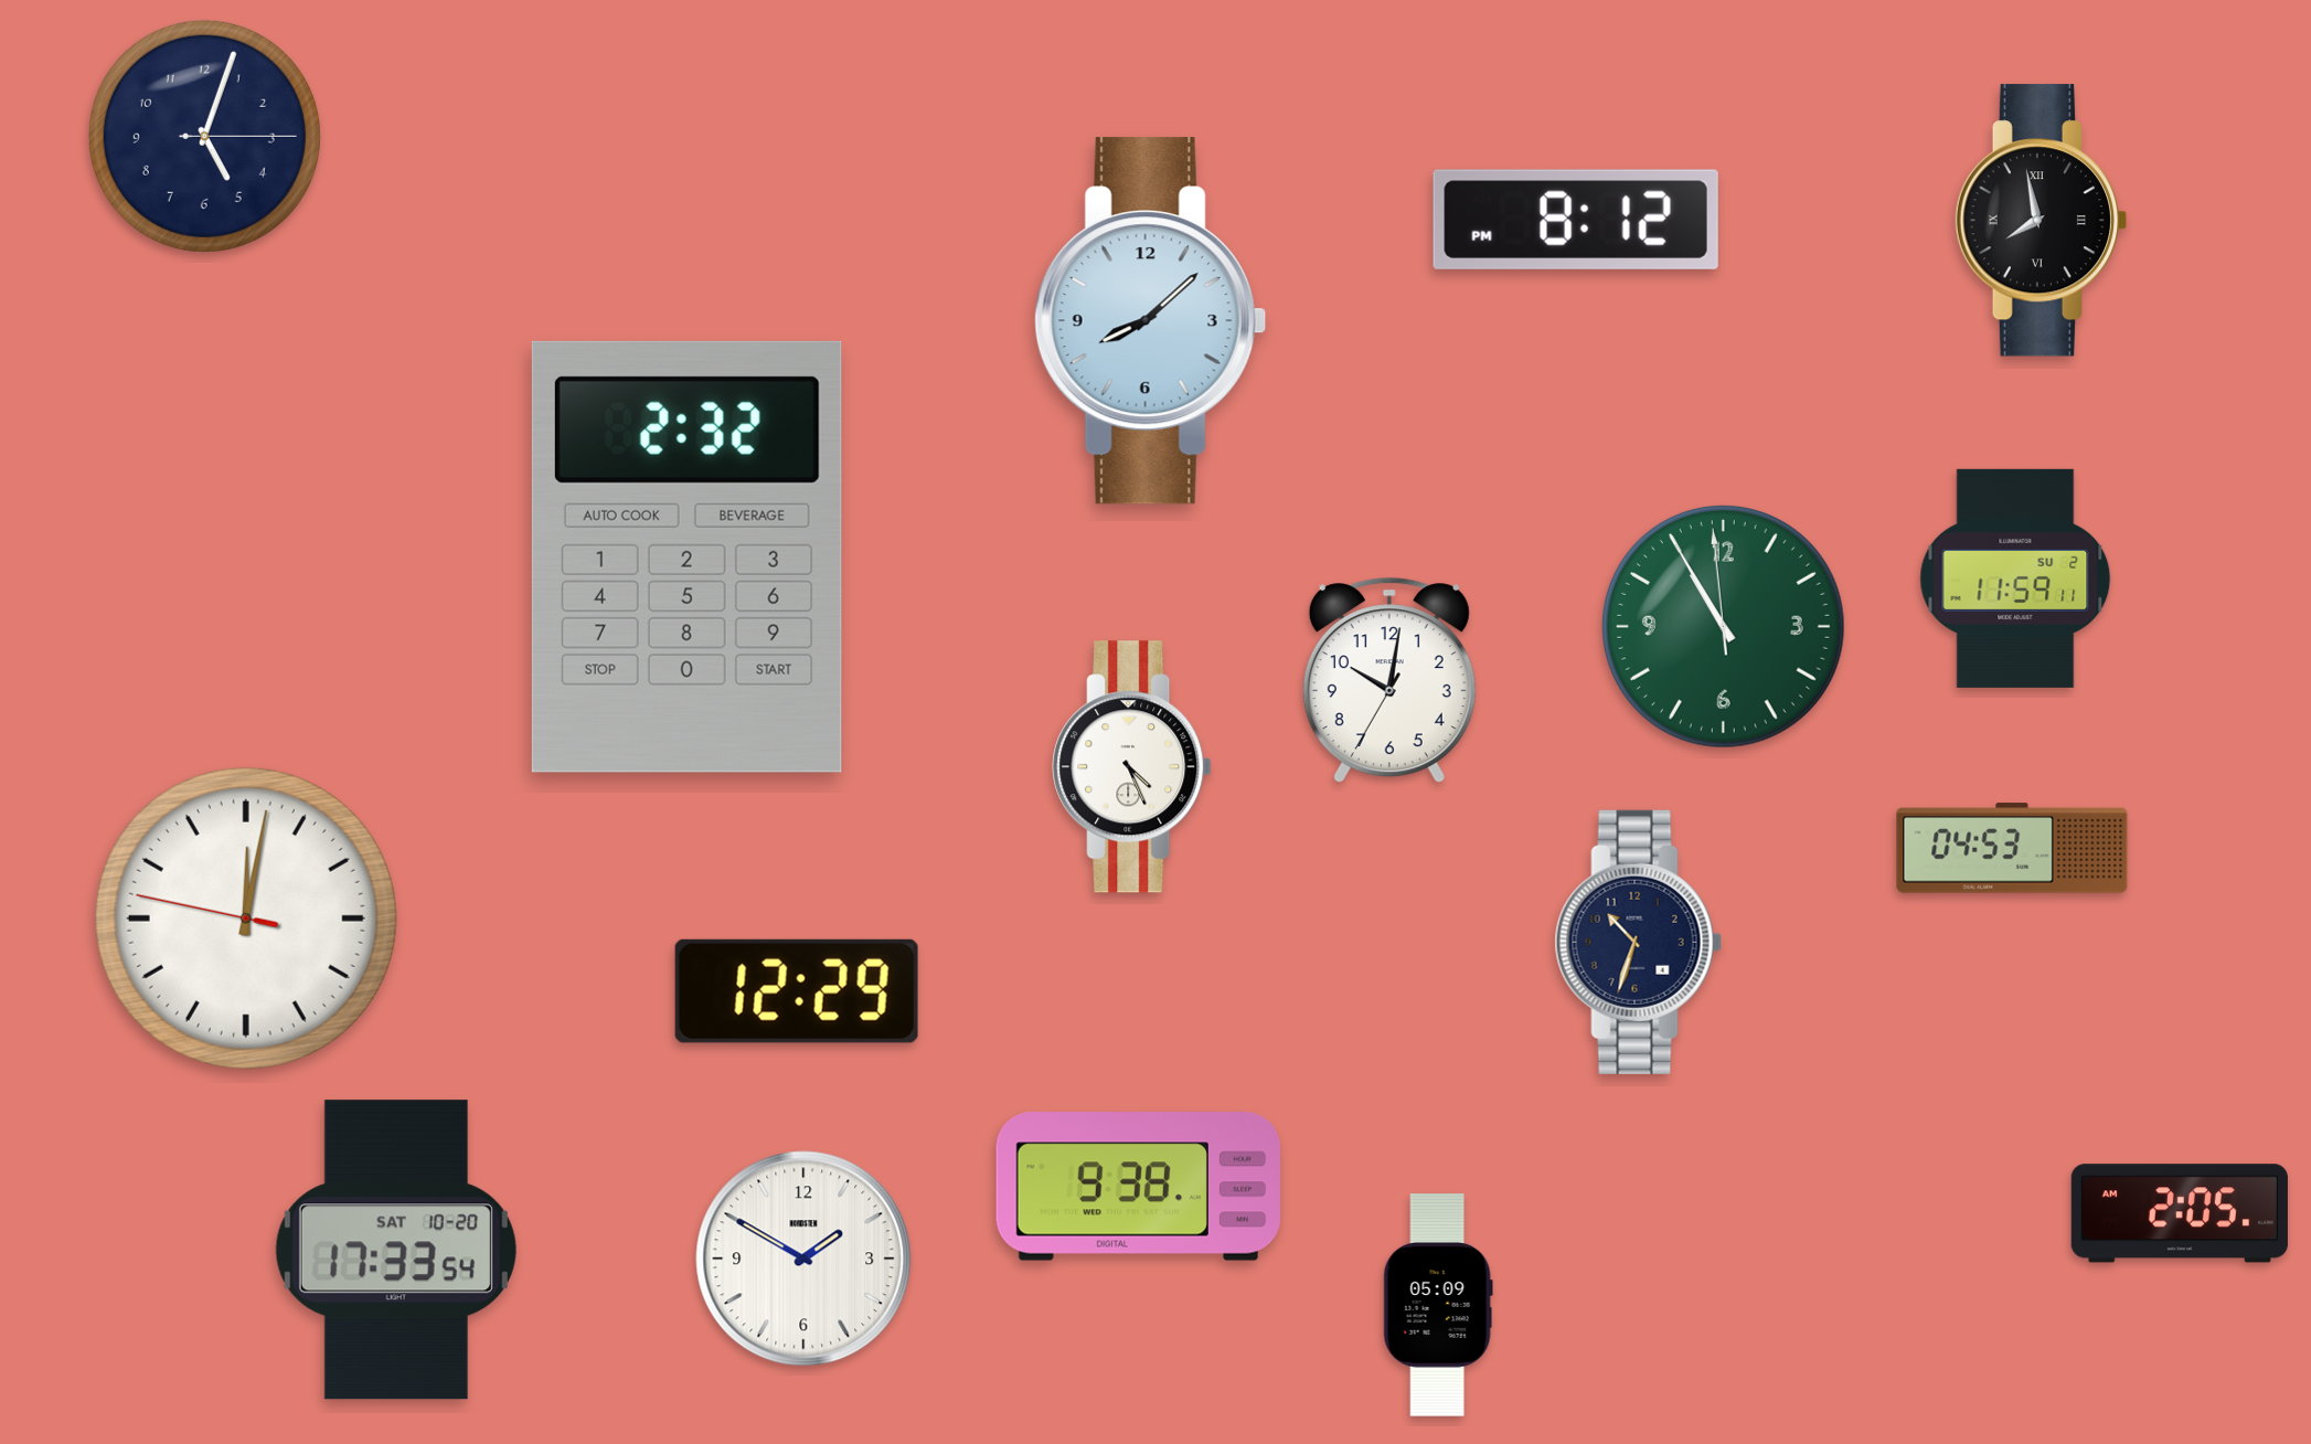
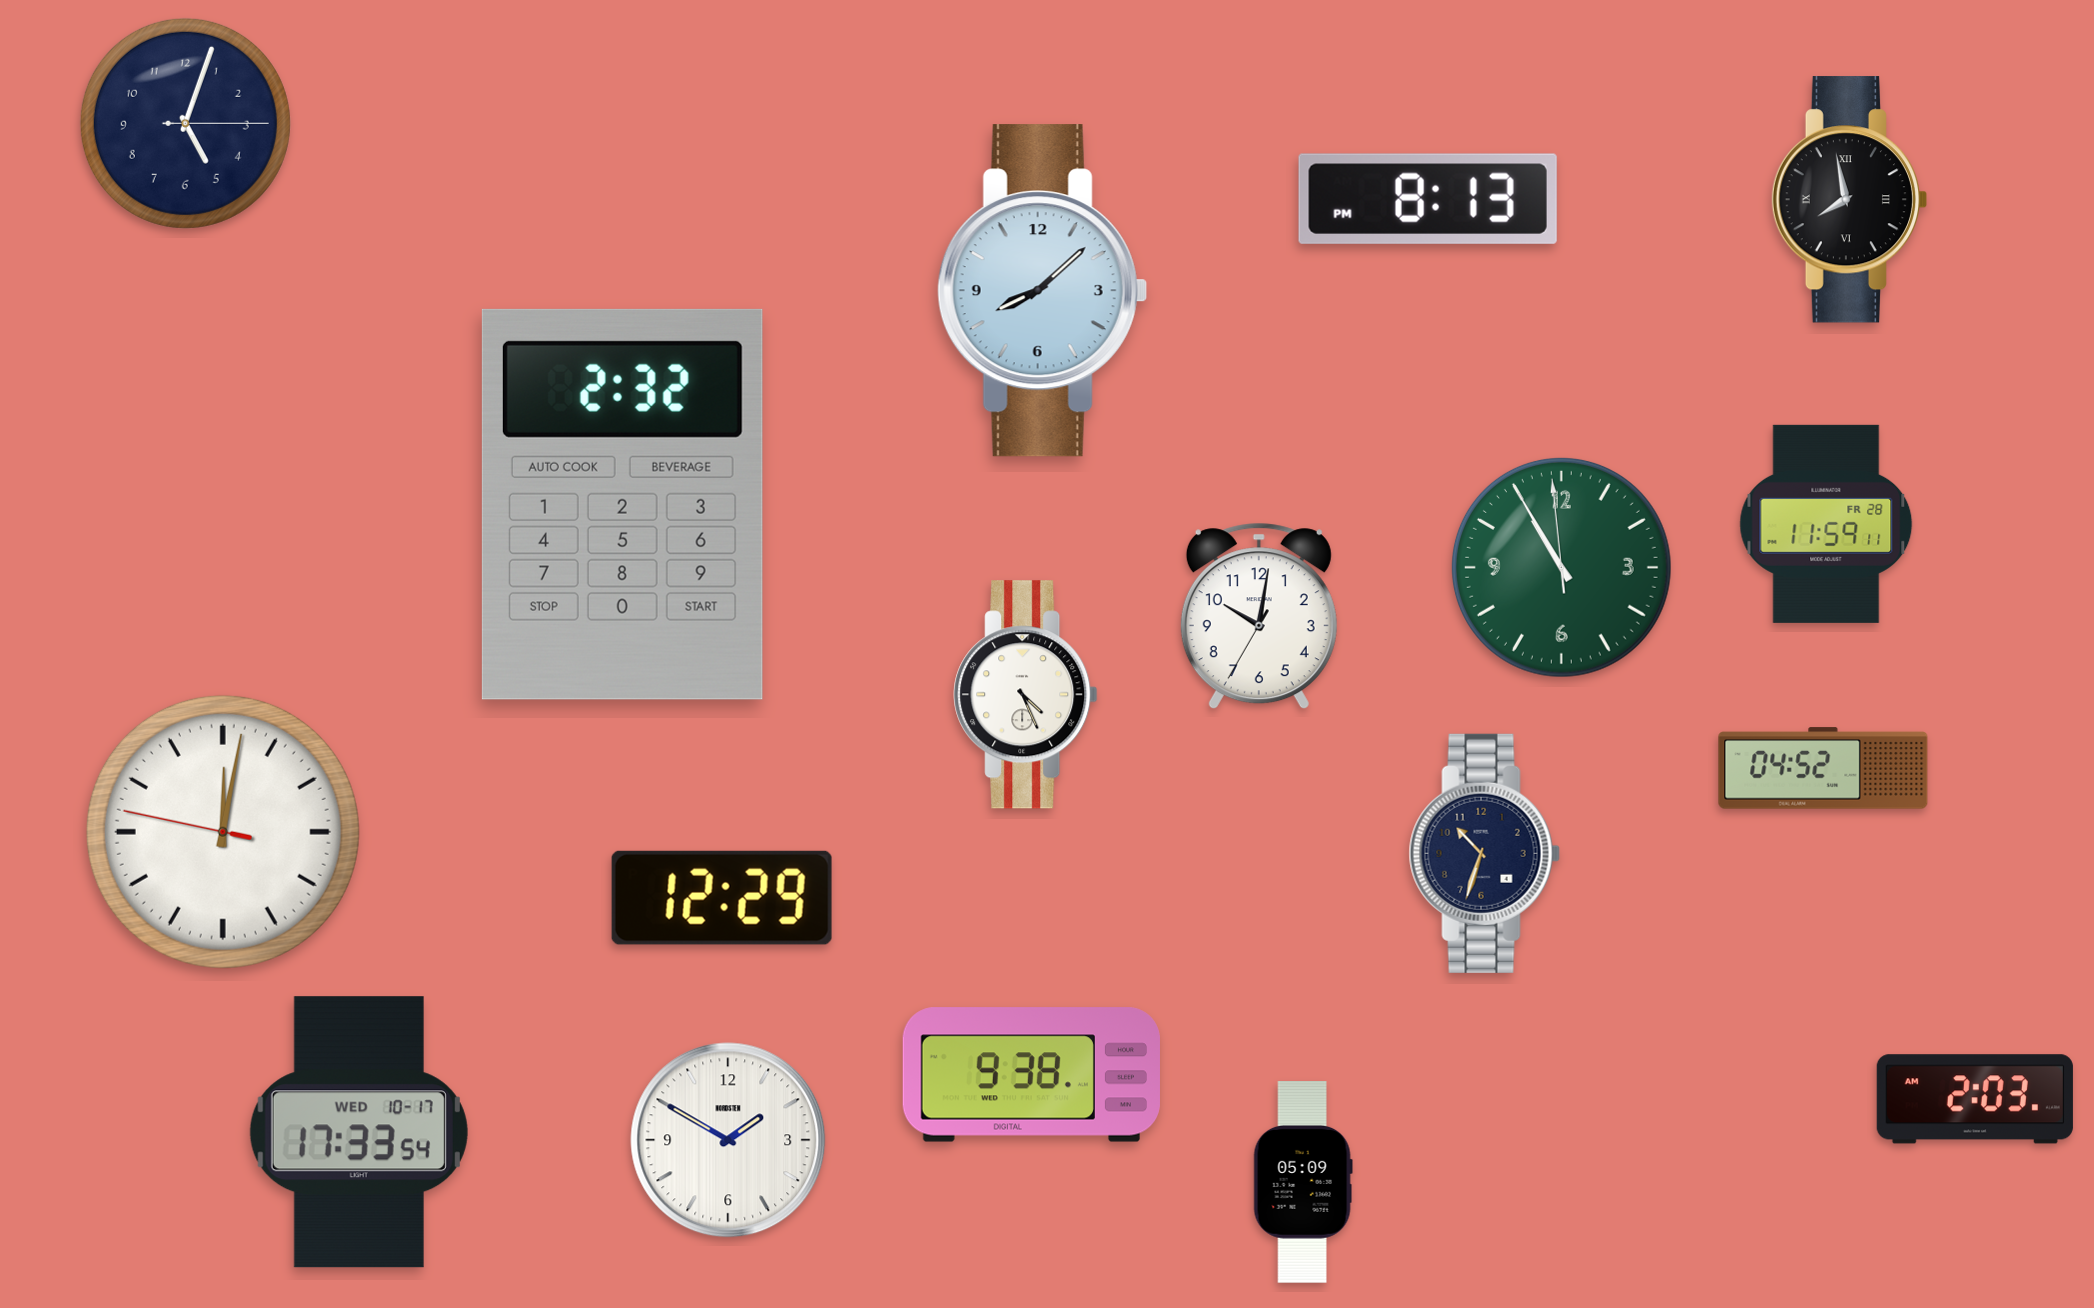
clock at (1576, 220): 8:12 -> 8:13
clock at (2015, 578) date: SU 2 -> FR 28
clock at (2012, 848): 04:53 -> 04:52
clock at (2180, 1213): 2:05 -> 2:03
clock at (396, 1250) date: SAT 10-20 -> WED 10-17
